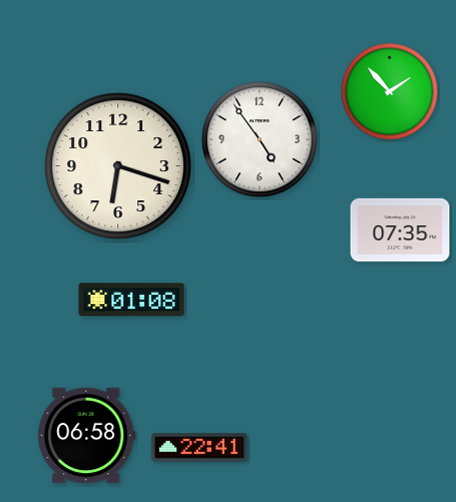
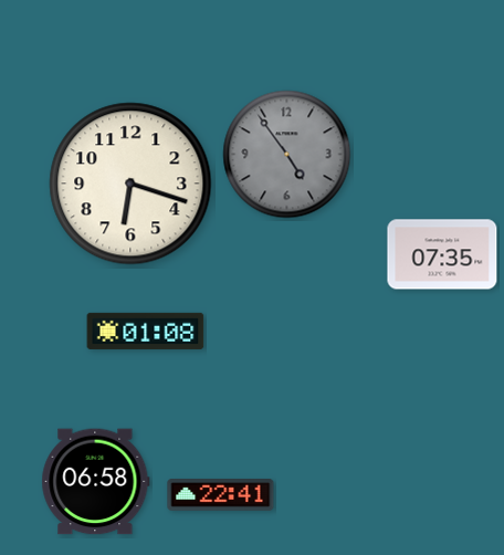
clock at (390, 92): 1:53 -> none
clock at (260, 140) dial: white -> grey
